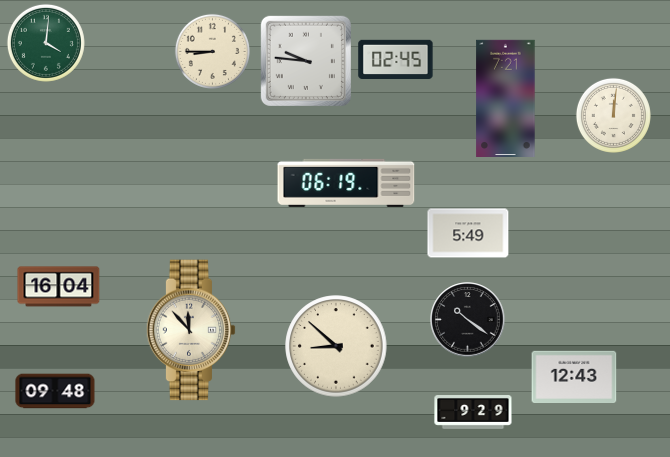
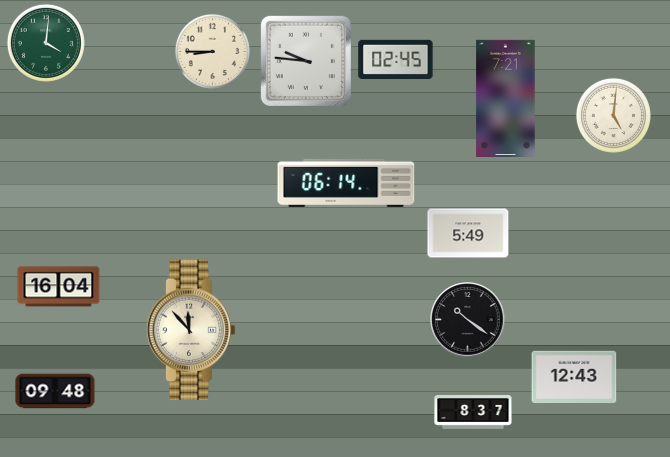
clock at (613, 115): 12:01 -> 5:01
clock at (346, 183): 06:19 -> 06:14
clock at (336, 346): 8:52 -> none
clock at (473, 413): 9:29 -> 8:37
